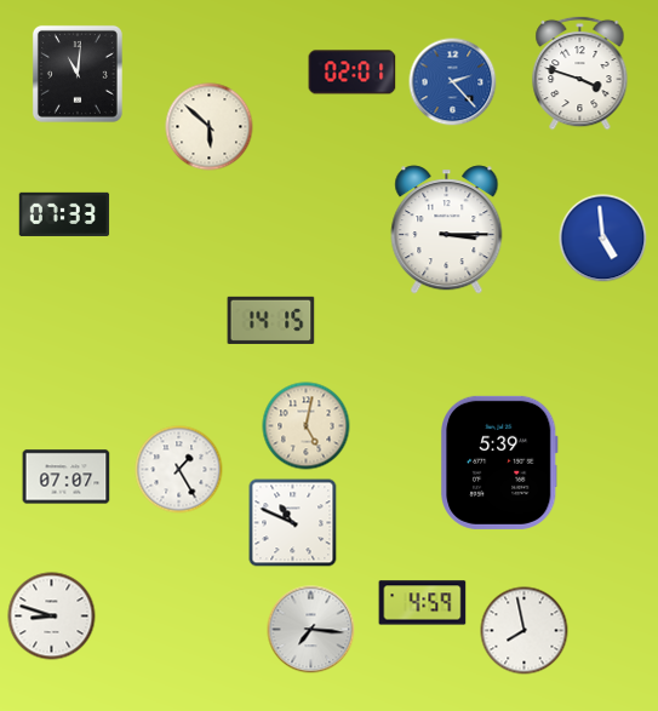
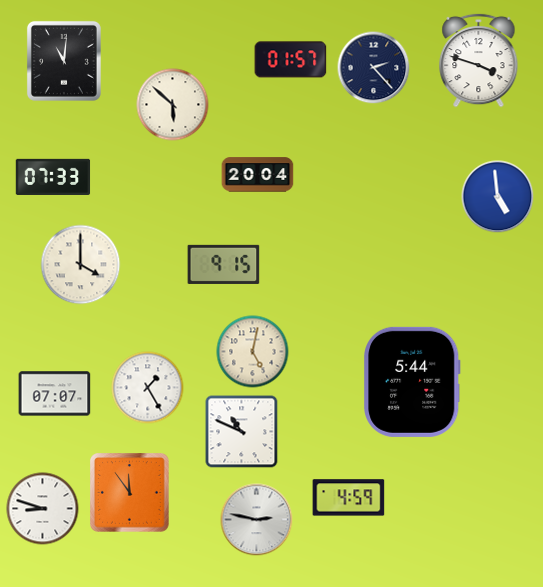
clock at (353, 73): 02:01 -> 01:57
clock at (453, 82) dial: blue -> navy
clock at (258, 175): none -> 20:04
clock at (447, 230): 3:15 -> none
clock at (271, 320): 14:15 -> 9:15
clock at (81, 265): none -> 4:00
clock at (500, 463): 5:39 -> 5:44
clock at (130, 493): none -> 11:54
clock at (311, 630): 7:16 -> 2:47
clock at (525, 631): 7:58 -> none
